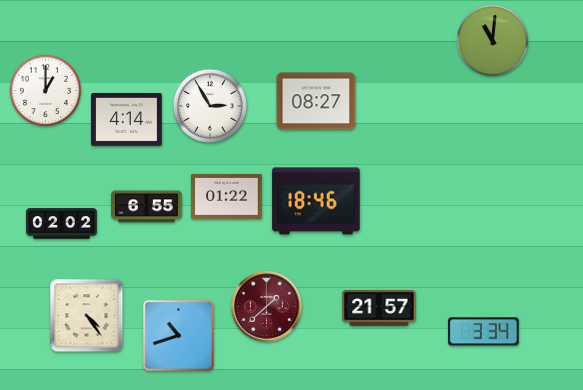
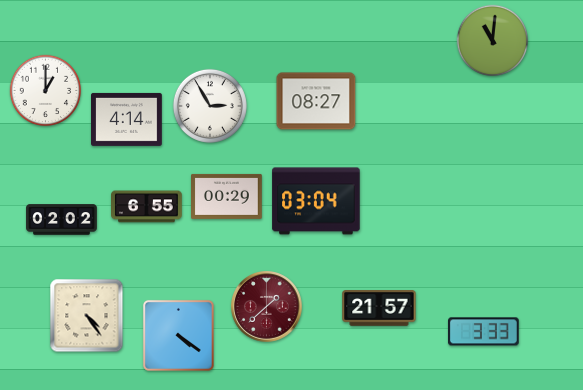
clock at (227, 196): 01:22 -> 00:29
clock at (316, 201): 18:46 -> 03:04
clock at (62, 224) position: (62, 224) -> (62, 220)
clock at (484, 332): 3:34 -> 3:33
clock at (178, 335): 10:42 -> 4:21
